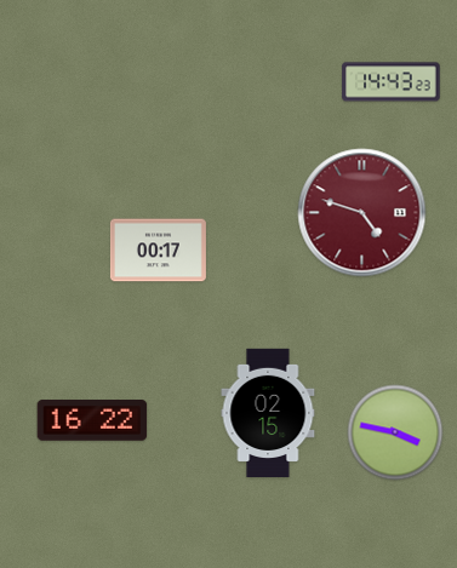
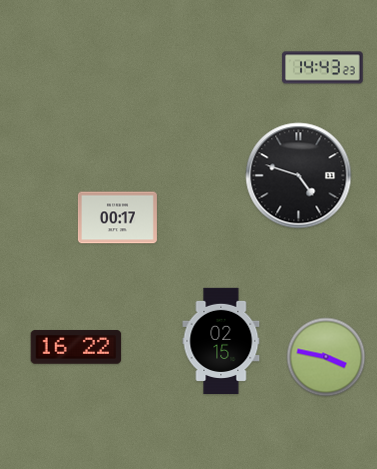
clock at (362, 213) dial: burgundy -> black
clock at (158, 251) position: (158, 251) -> (117, 218)
